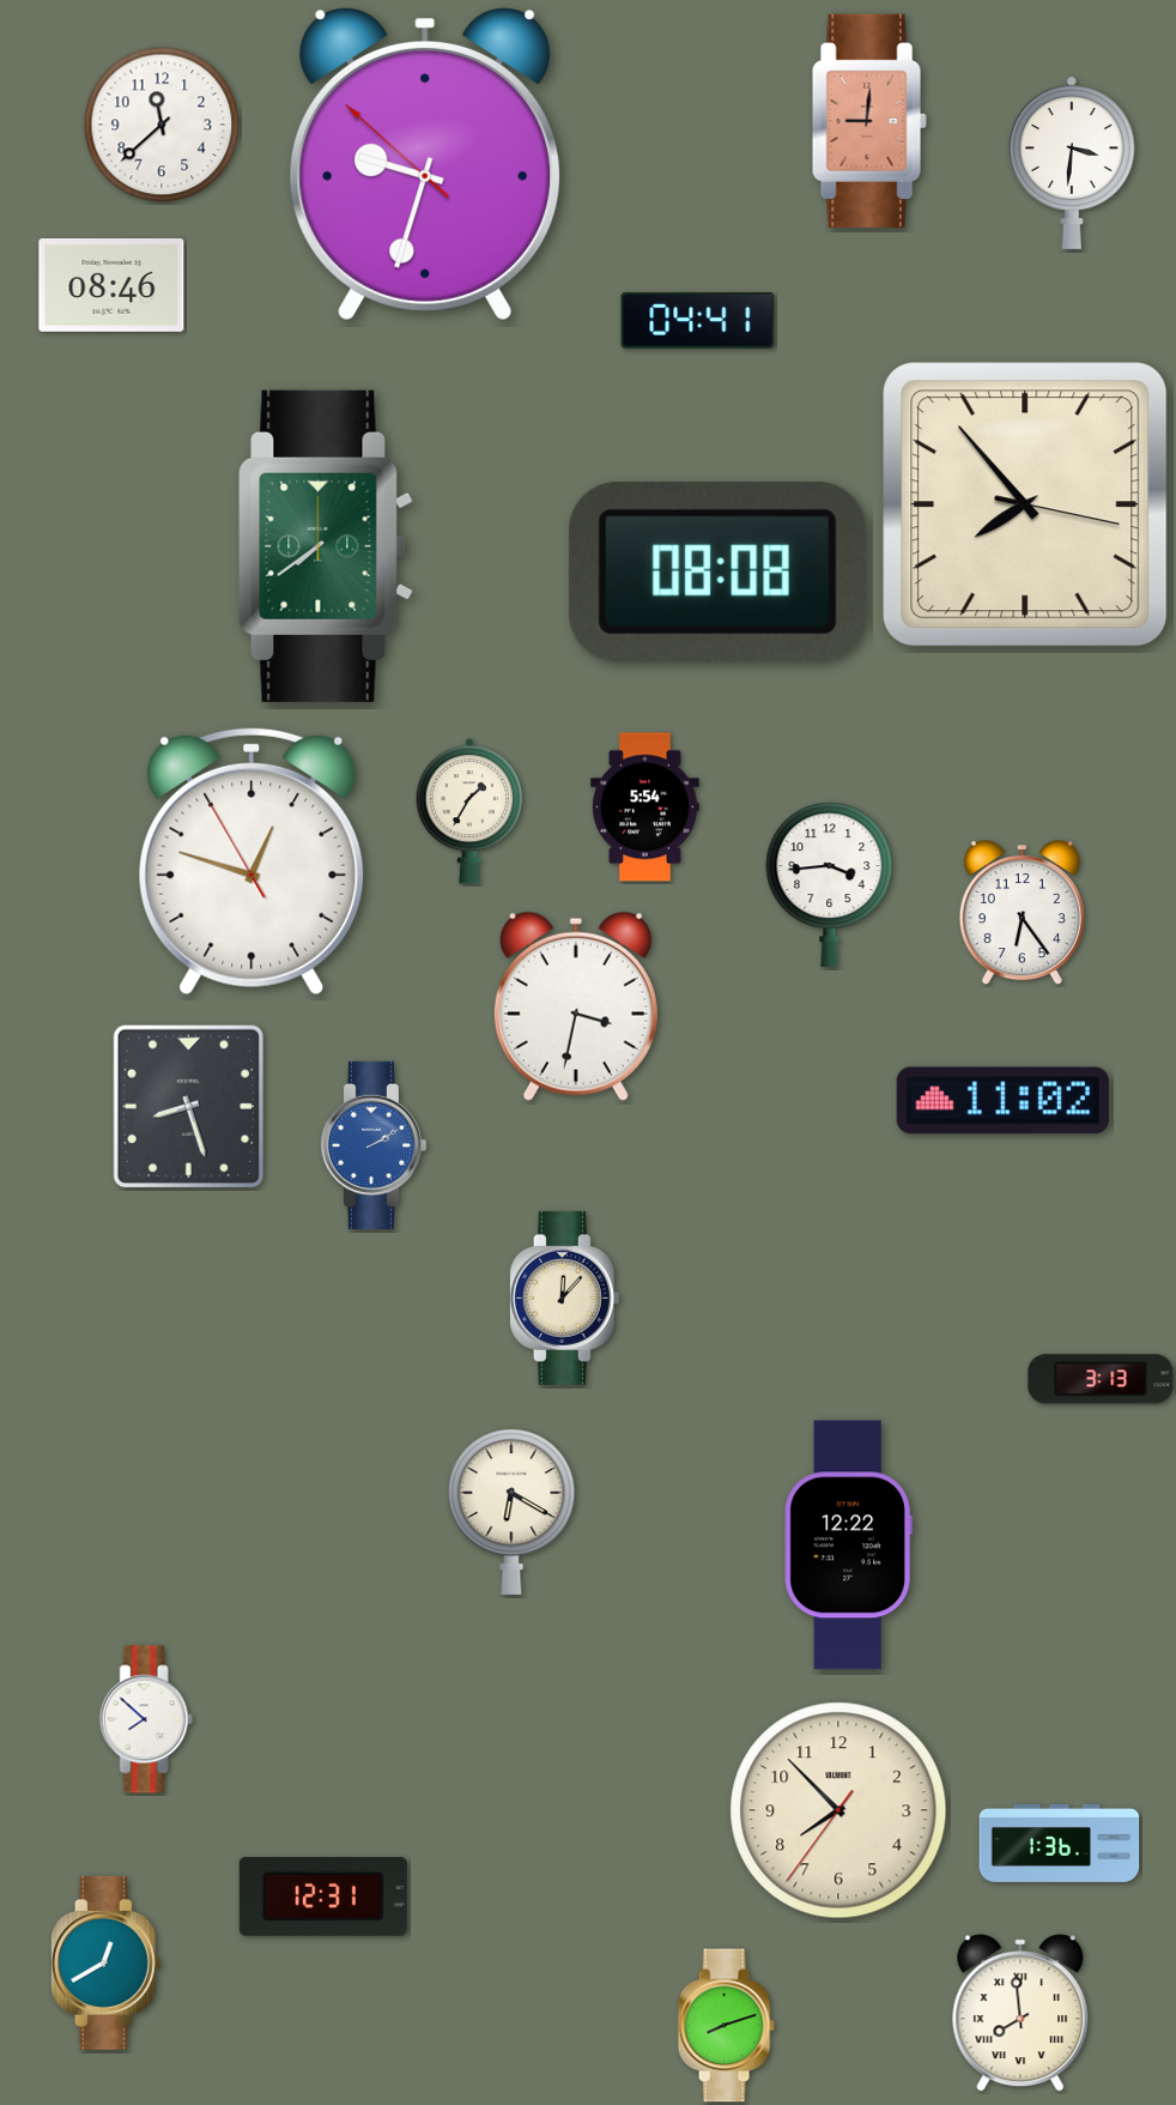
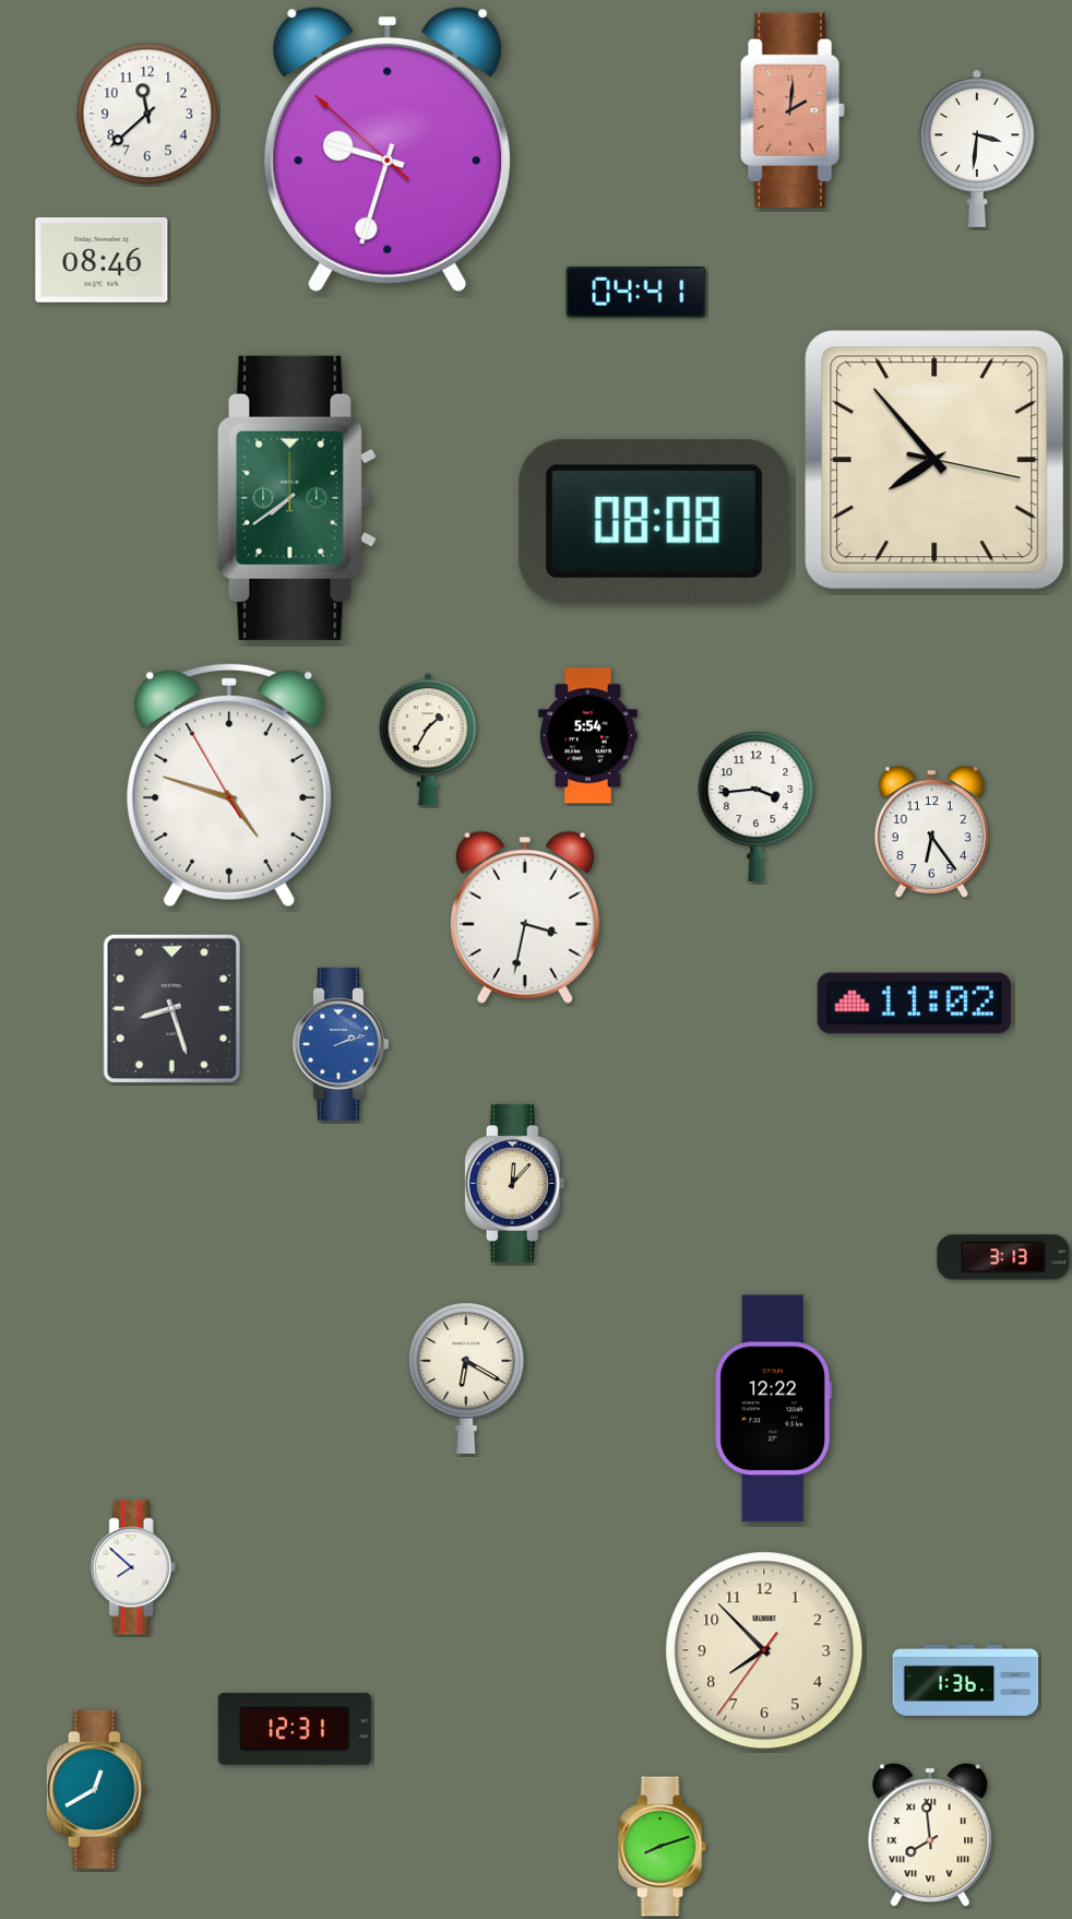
clock at (869, 121): 9:01 -> 2:01
clock at (251, 861): 12:47 -> 4:47
clock at (372, 1145): 2:10 -> 2:12
